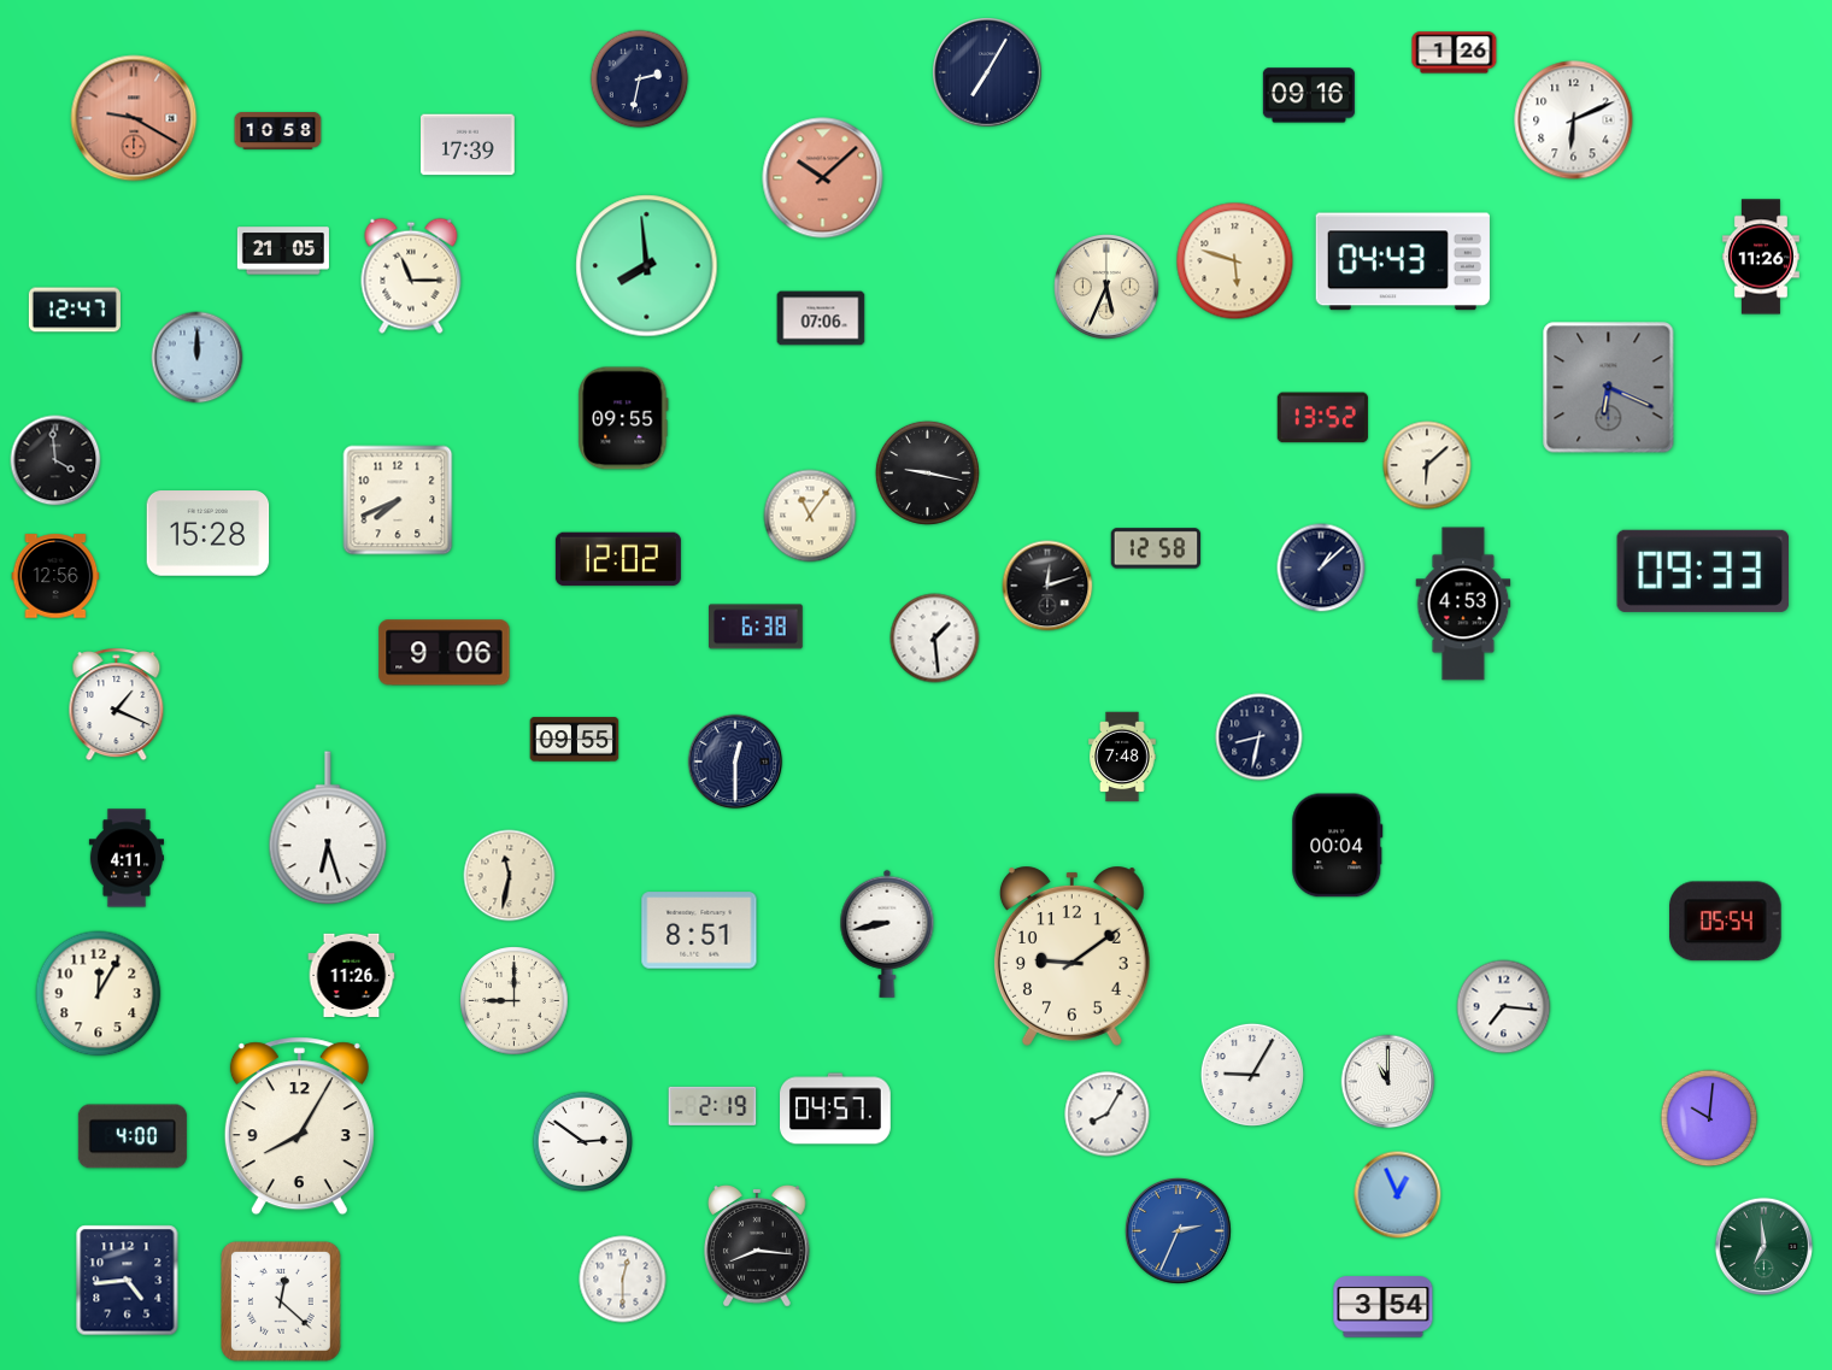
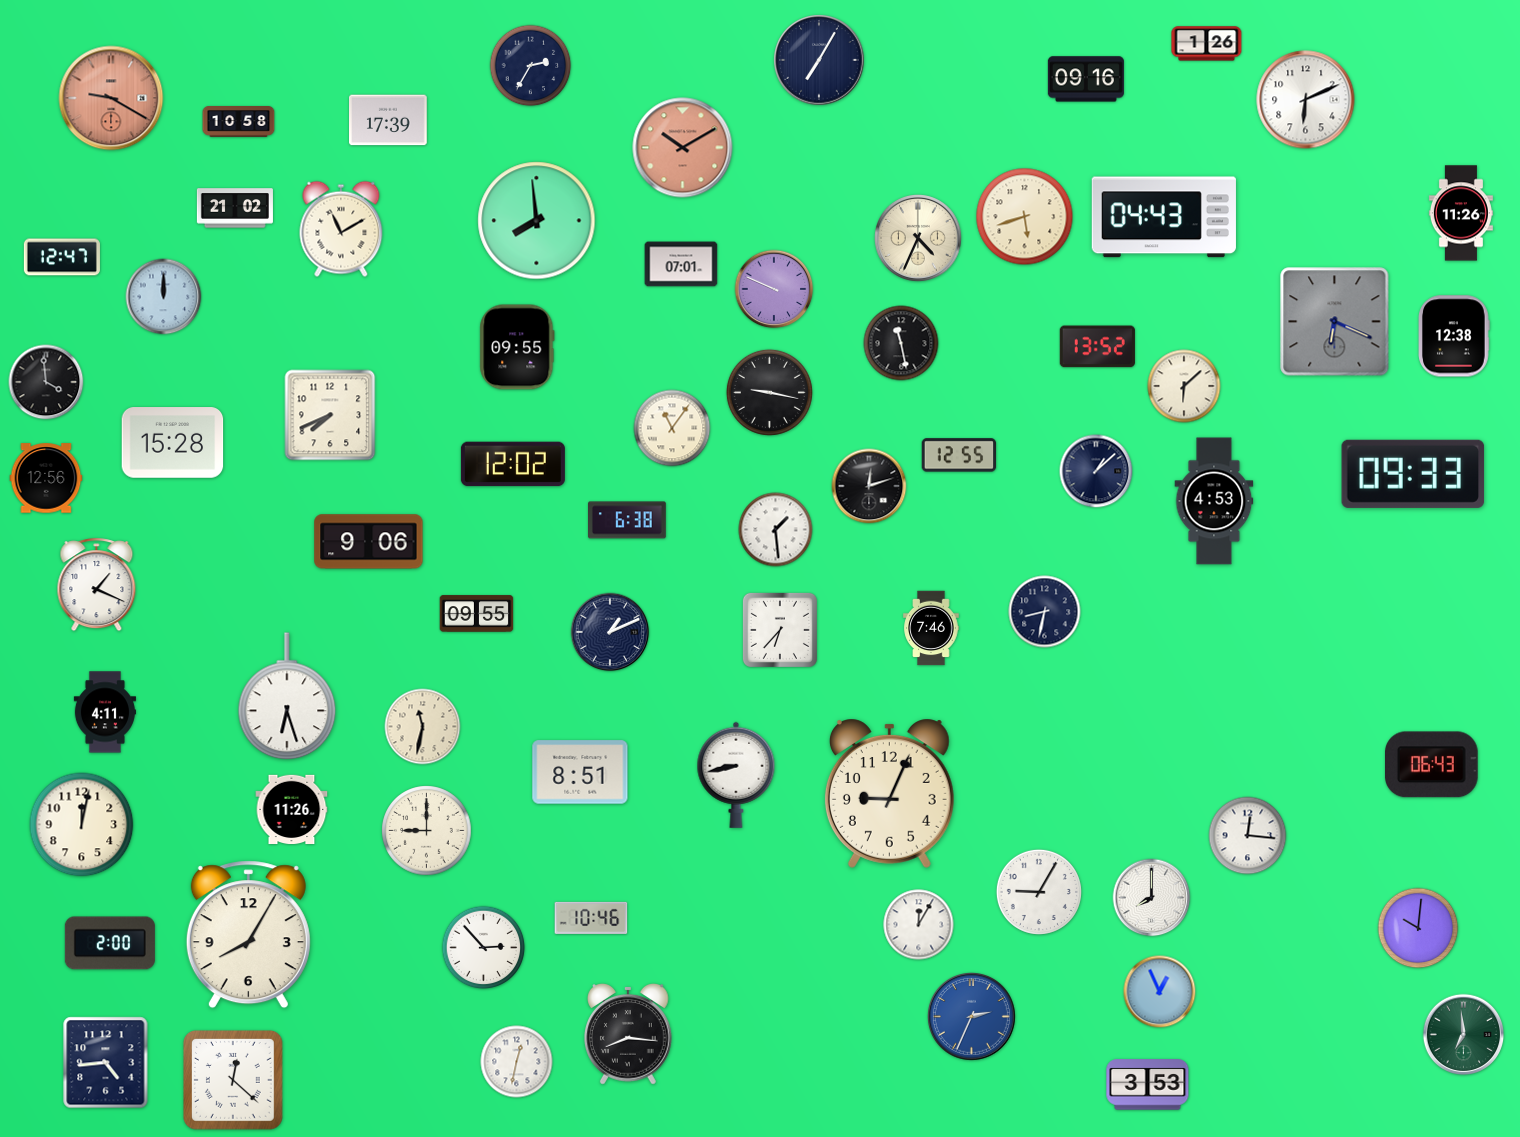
clock at (640, 80): 2:32 -> 2:35
clock at (278, 131) position: (278, 131) -> (239, 122)
clock at (823, 178): 10:08 -> 10:10
clock at (283, 251): 21:05 -> 21:02
clock at (1235, 261): 5:48 -> 5:42
clock at (411, 276): 11:15 -> 11:10
clock at (1106, 287): 5:34 -> 4:34
clock at (821, 318): 07:06 -> 07:01
clock at (774, 289): none -> 9:49
clock at (1454, 336): none -> 12:38
clock at (901, 343): none -> 11:28
clock at (1156, 548): 12:58 -> 12:55
clock at (1122, 757): 7:48 -> 7:46
clock at (780, 630): none -> 6:37
clock at (735, 762): 12:30 -> 1:11
clock at (328, 829) position: (328, 829) -> (287, 697)
clock at (1338, 846): 00:04 -> none
clock at (1726, 922): 05:54 -> 06:43
clock at (1071, 956): 9:09 -> 9:04
clock at (99, 994): 12:05 -> 12:02
clock at (1504, 1007): 7:16 -> 12:16
clock at (1388, 1082): 11:00 -> 8:00
clock at (712, 1106): 2:19 -> 10:46
clock at (836, 1109): 04:57 -> none
clock at (1108, 1115): 8:05 -> 12:05
clock at (133, 1136): 4:00 -> 2:00
clock at (583, 1142): 2:51 -> 2:53
clock at (1179, 1231) position: (1179, 1231) -> (972, 1017)
clock at (623, 1280): 12:30 -> 12:32
clock at (1384, 1307): 3:54 -> 3:53
